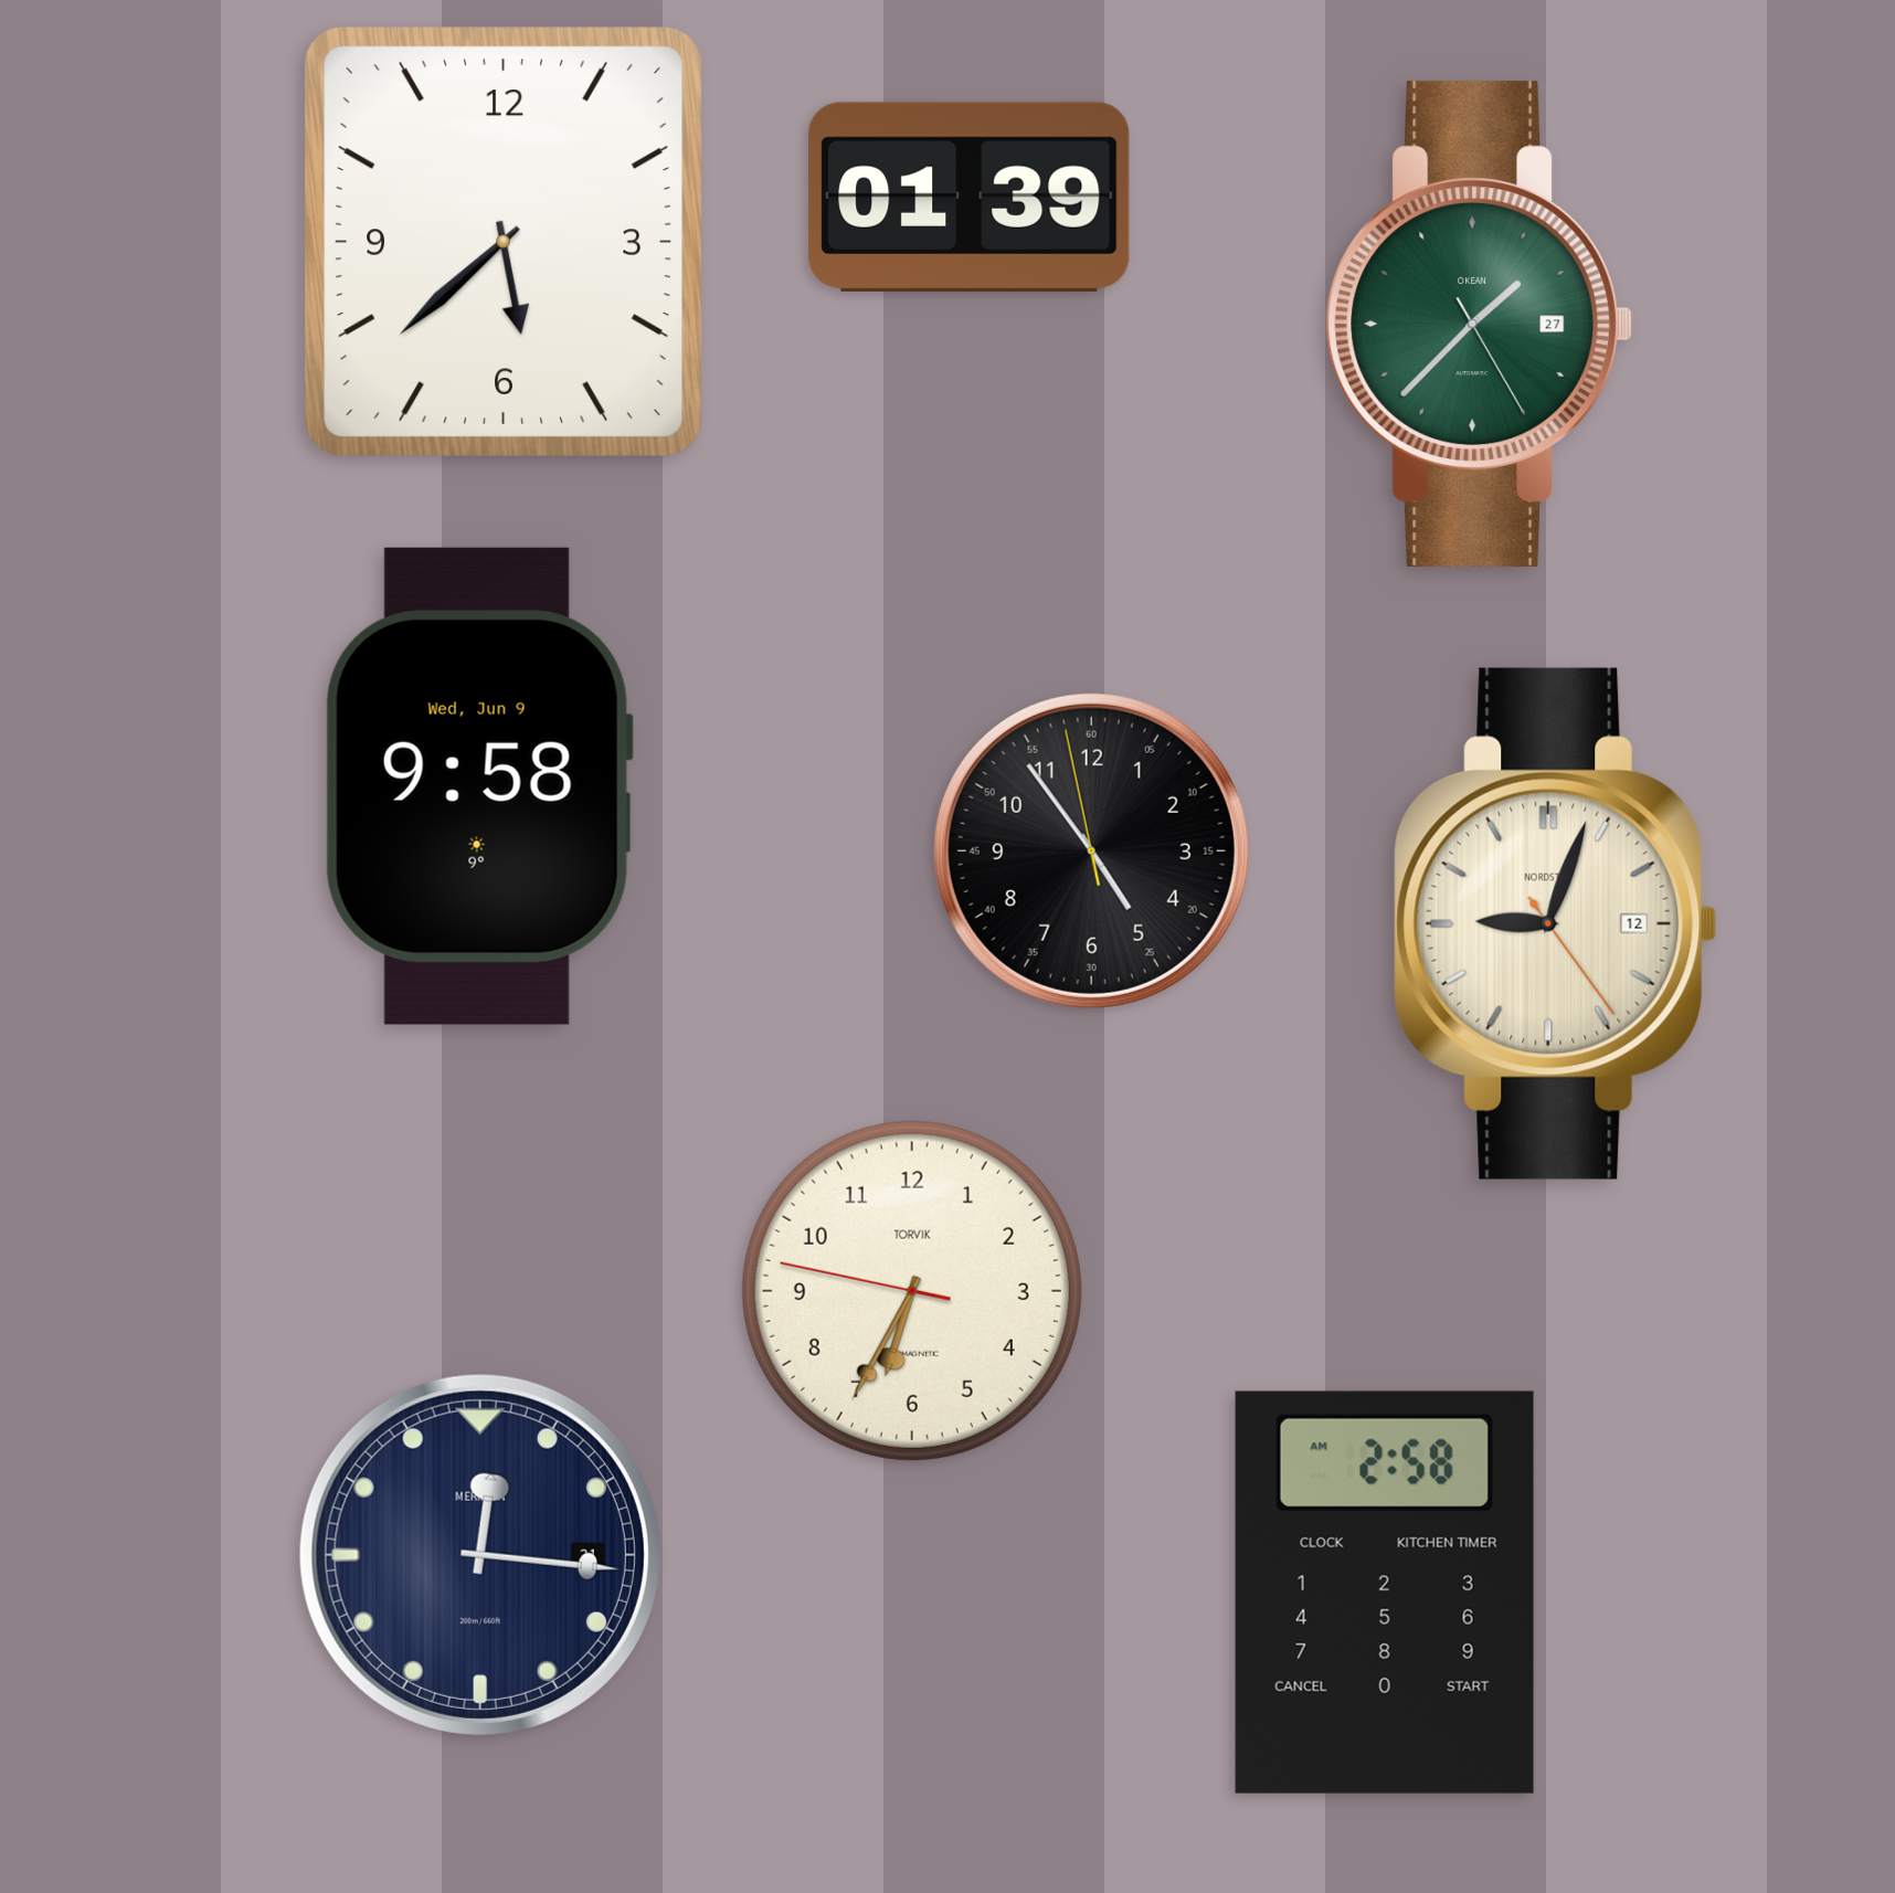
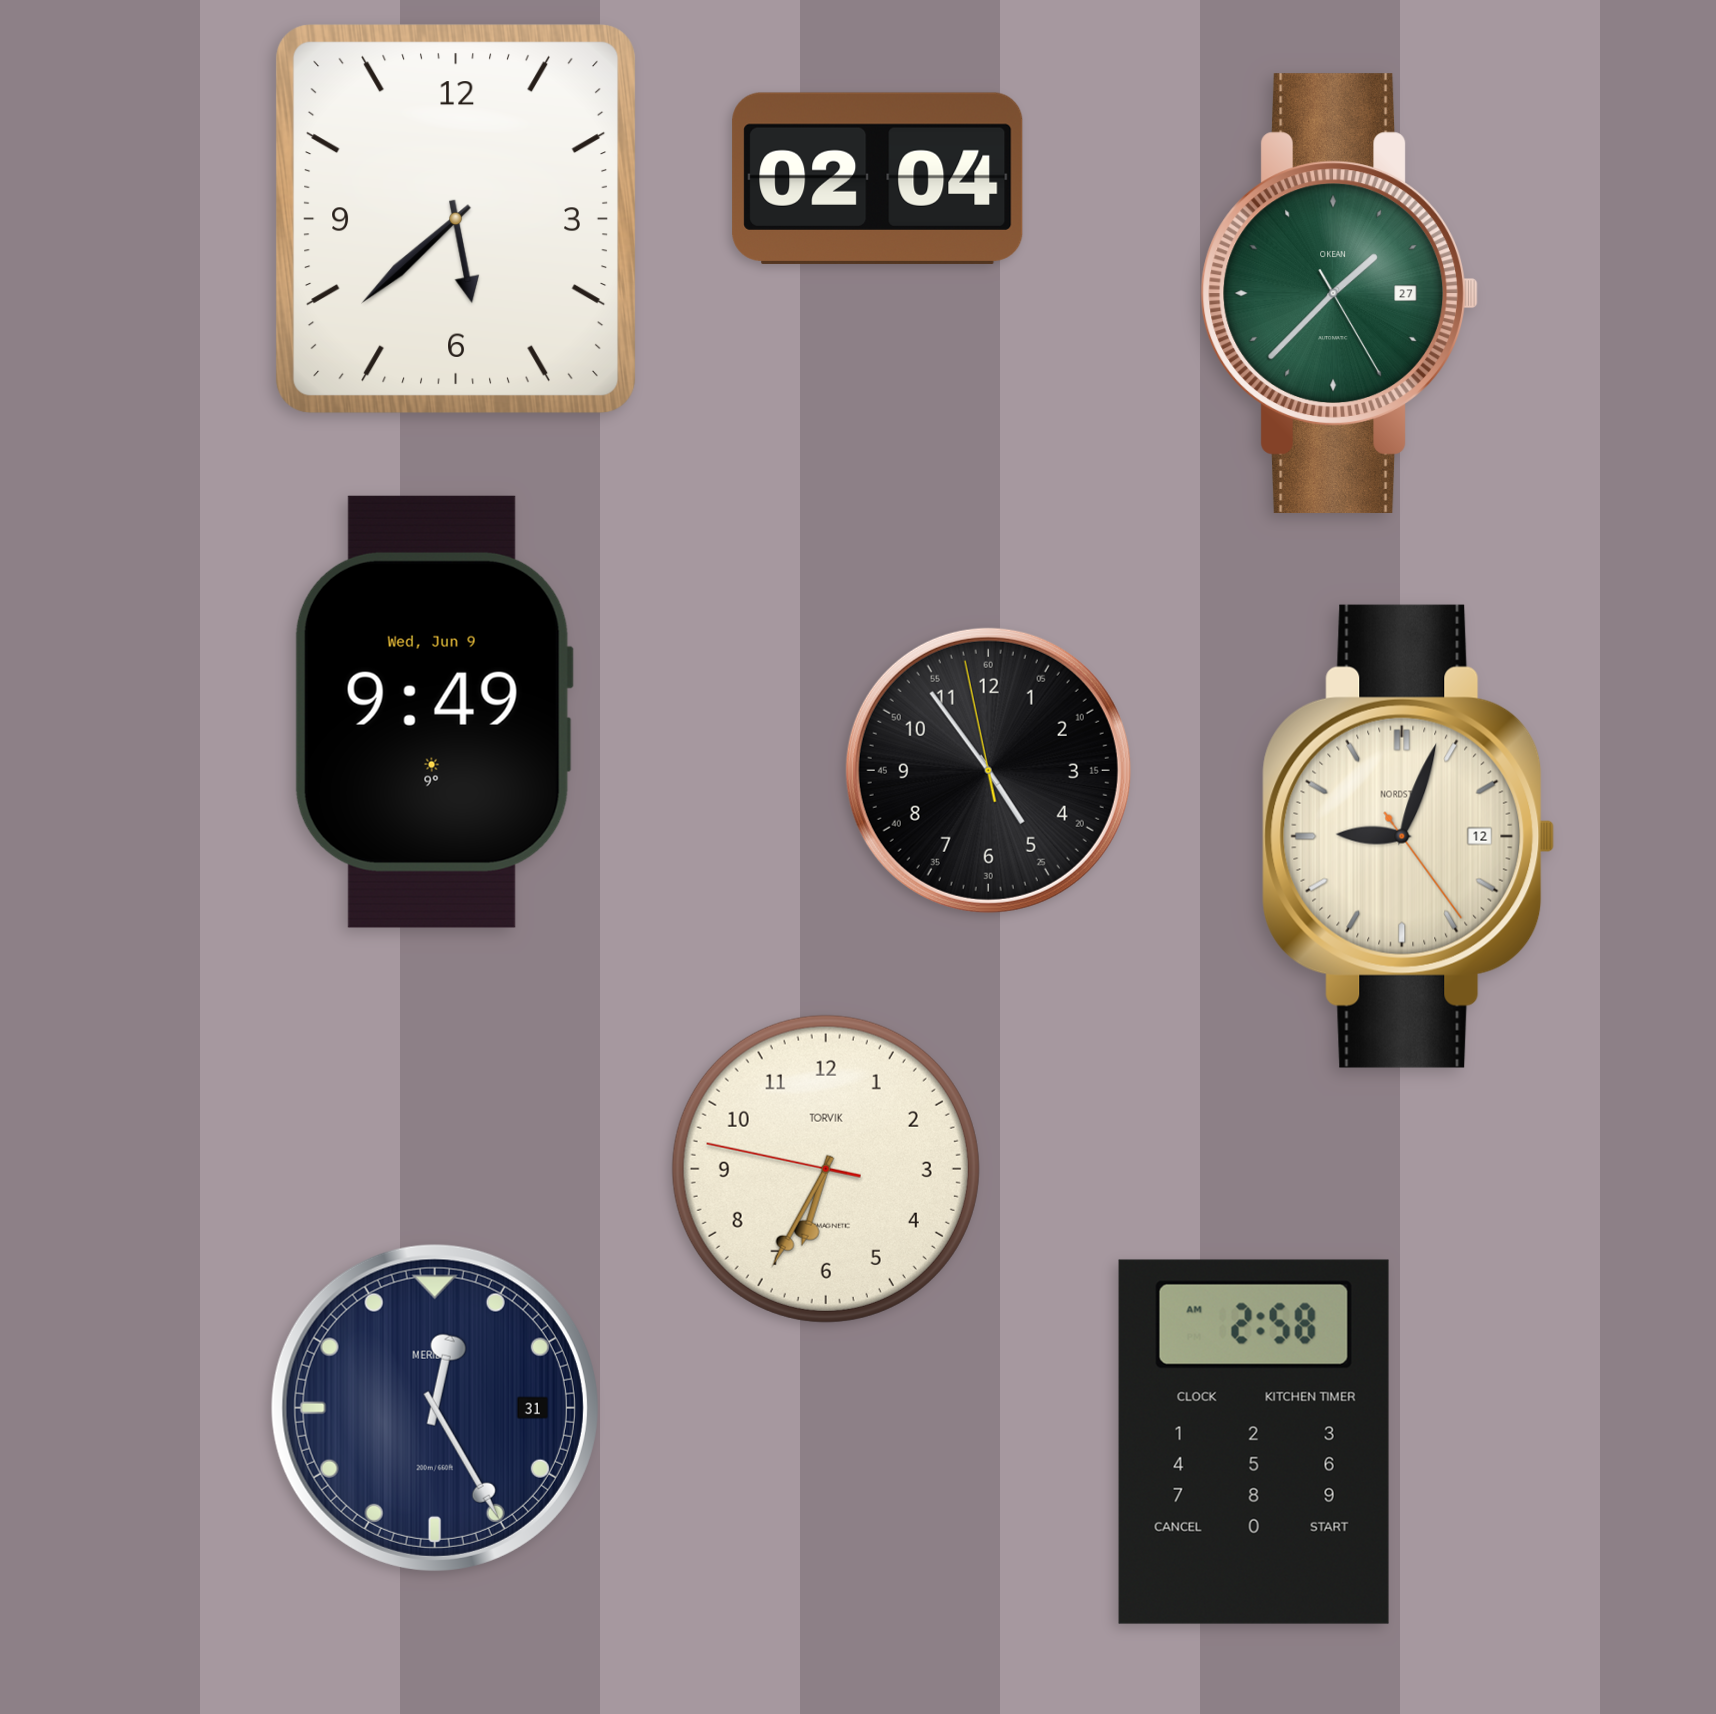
clock at (970, 197): 01:39 -> 02:04
clock at (479, 786): 9:58 -> 9:49
clock at (480, 1555): 12:16 -> 12:25
